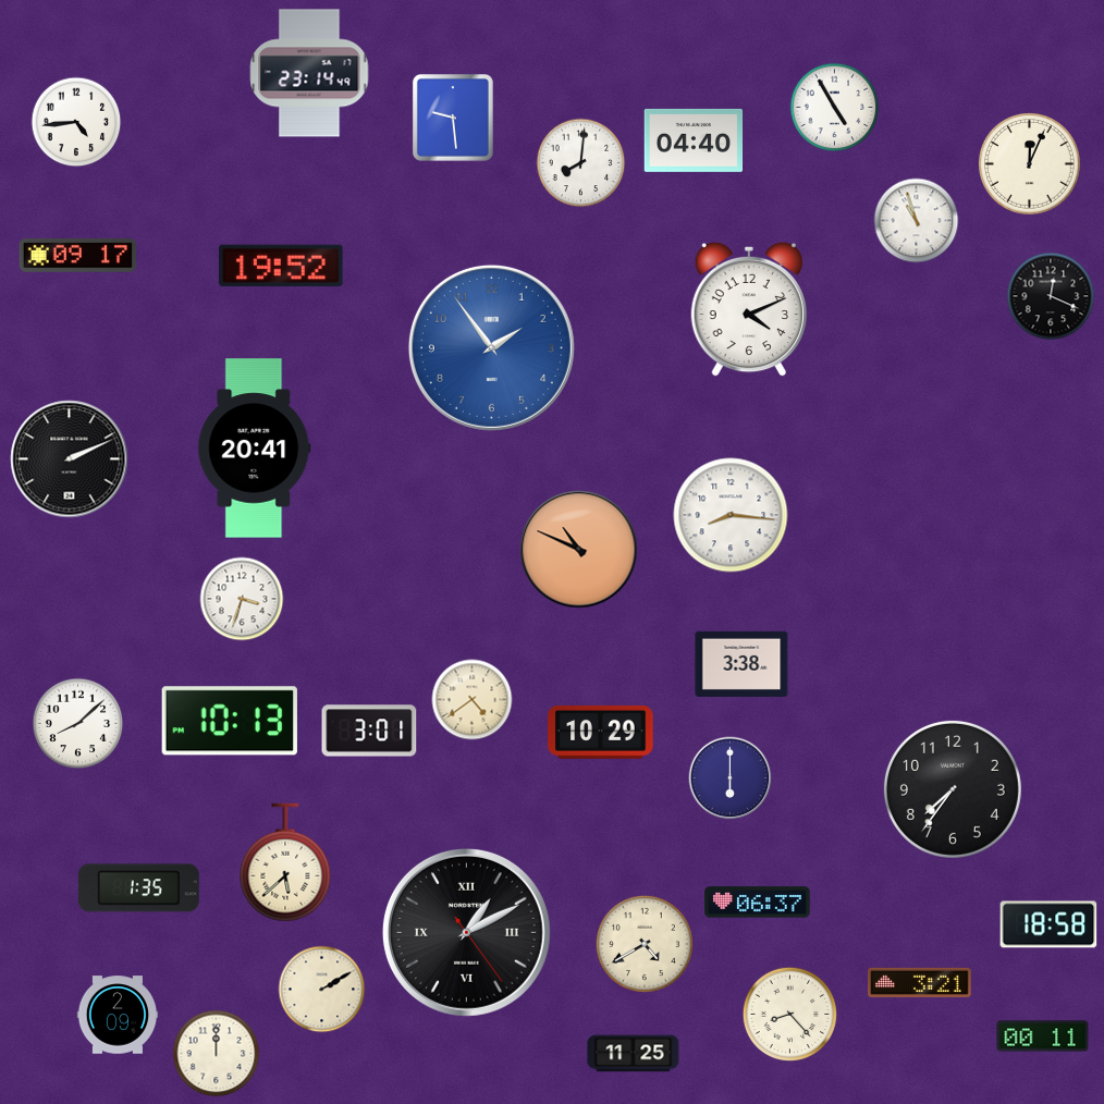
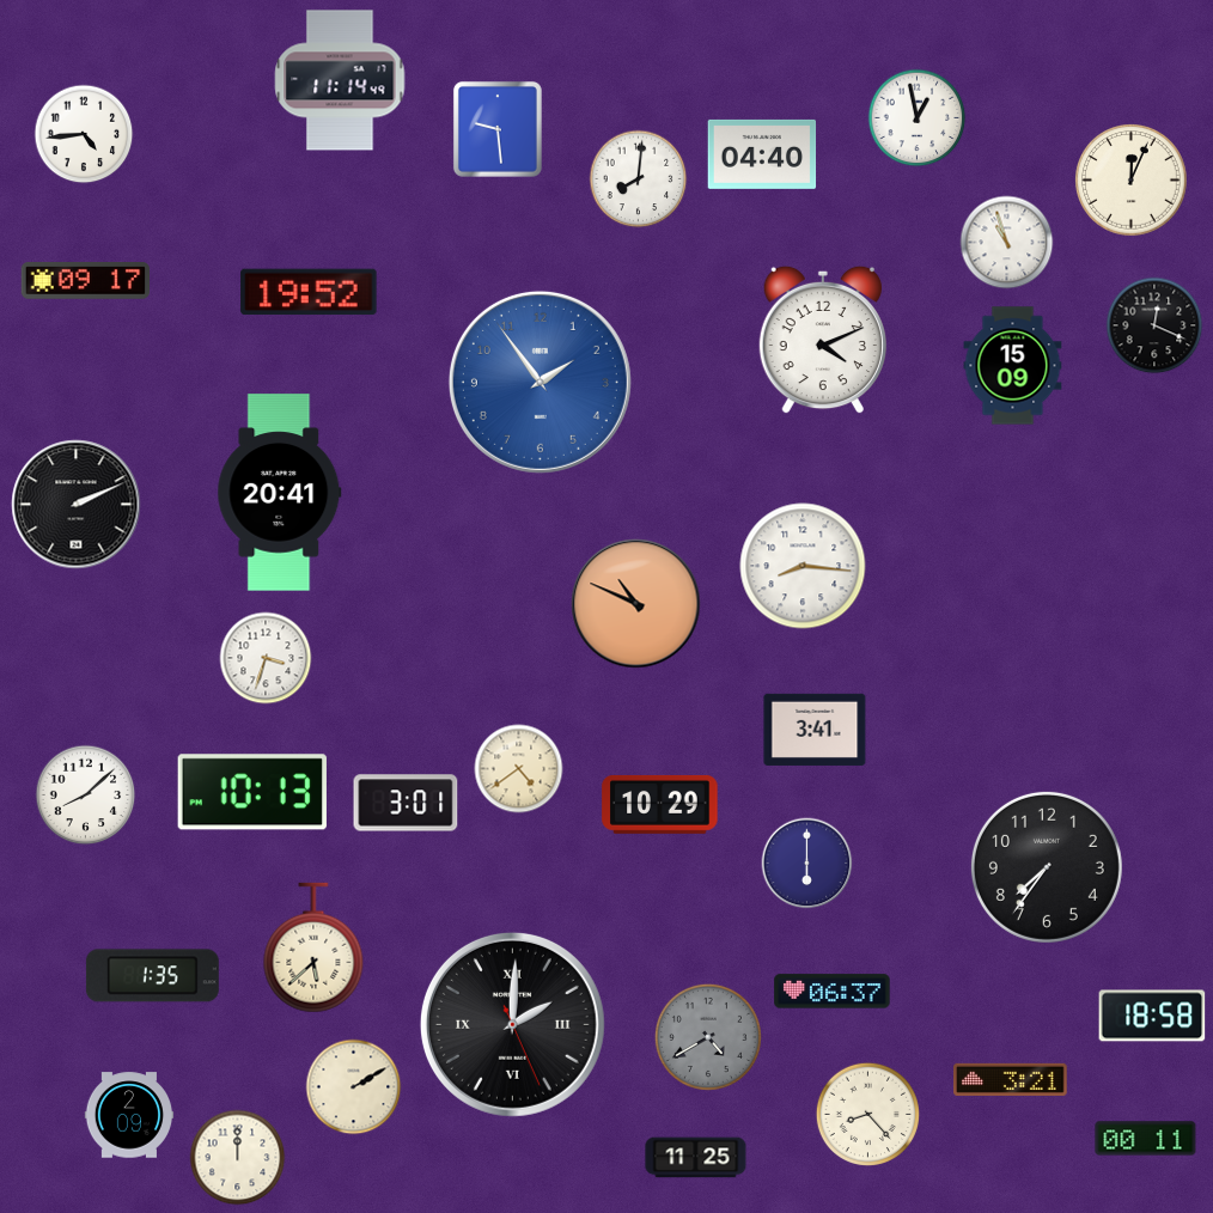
clock at (309, 73): 23:14 -> 11:14
clock at (835, 108): 4:55 -> 12:58
clock at (1013, 366): none -> 15:09
clock at (741, 664): 3:38 -> 3:41
clock at (731, 778) position: (731, 778) -> (807, 864)
clock at (466, 932): 1:10 -> 2:00
clock at (645, 944) dial: cream -> grey
